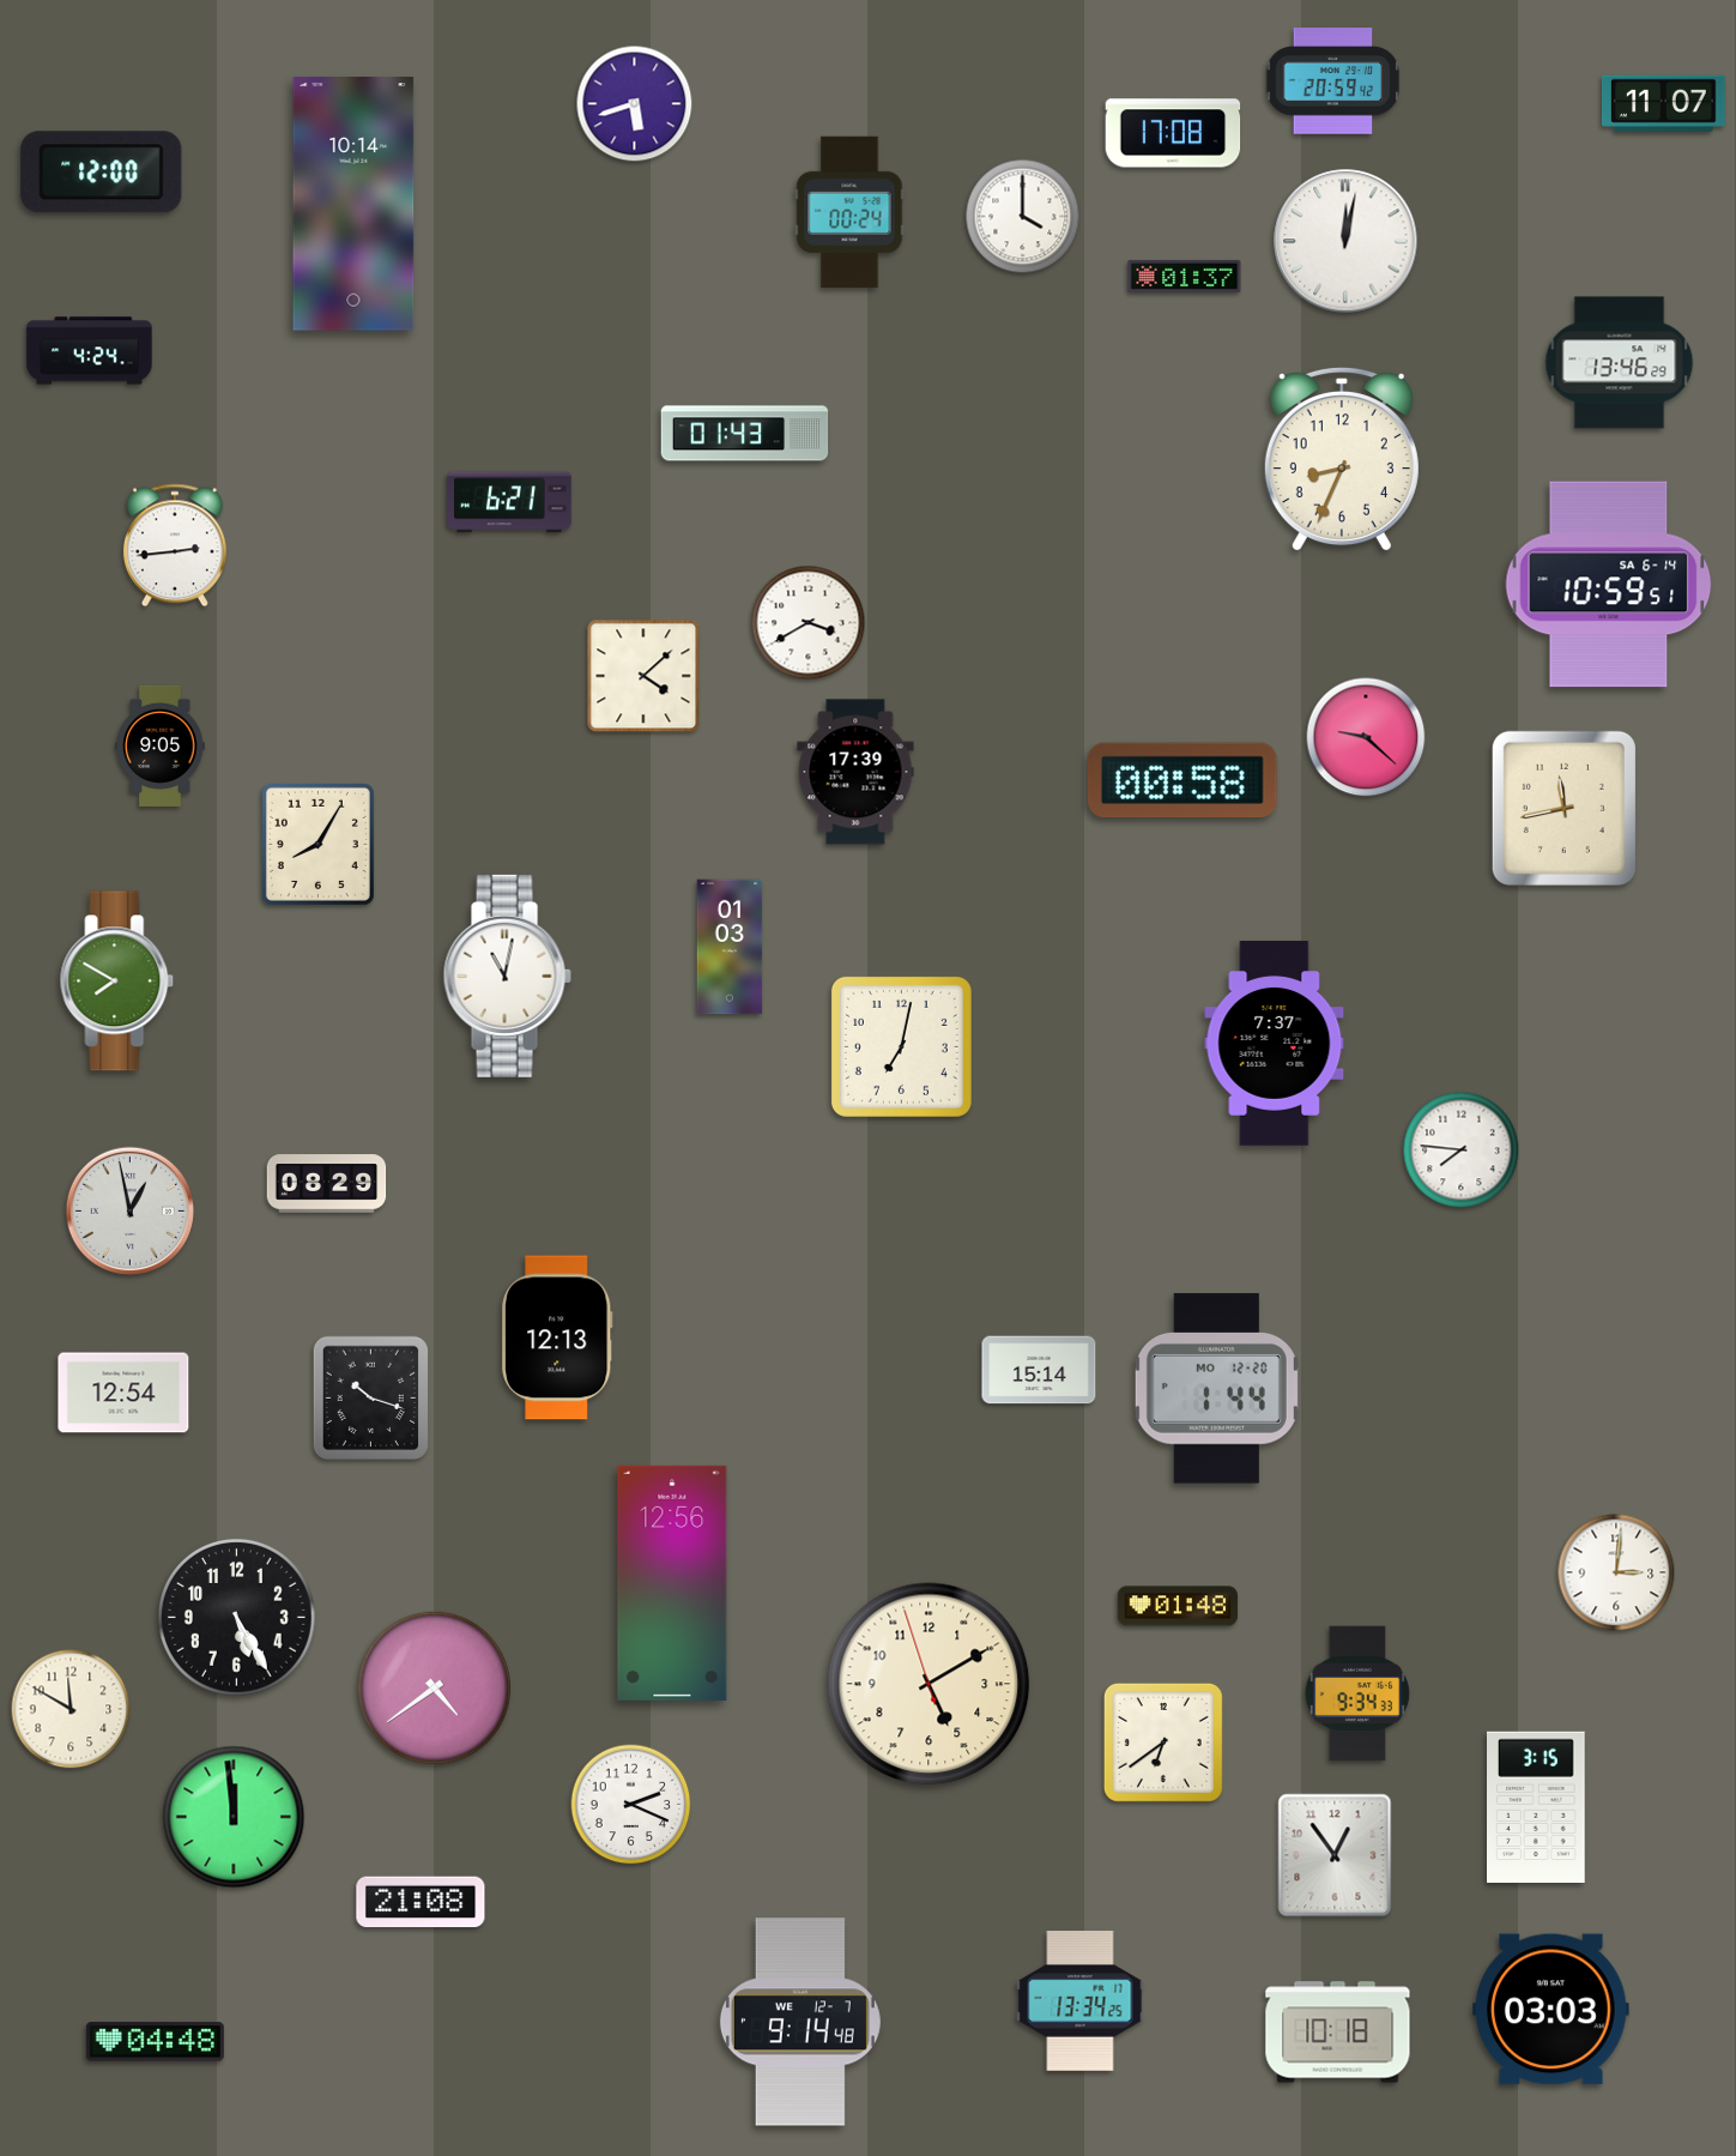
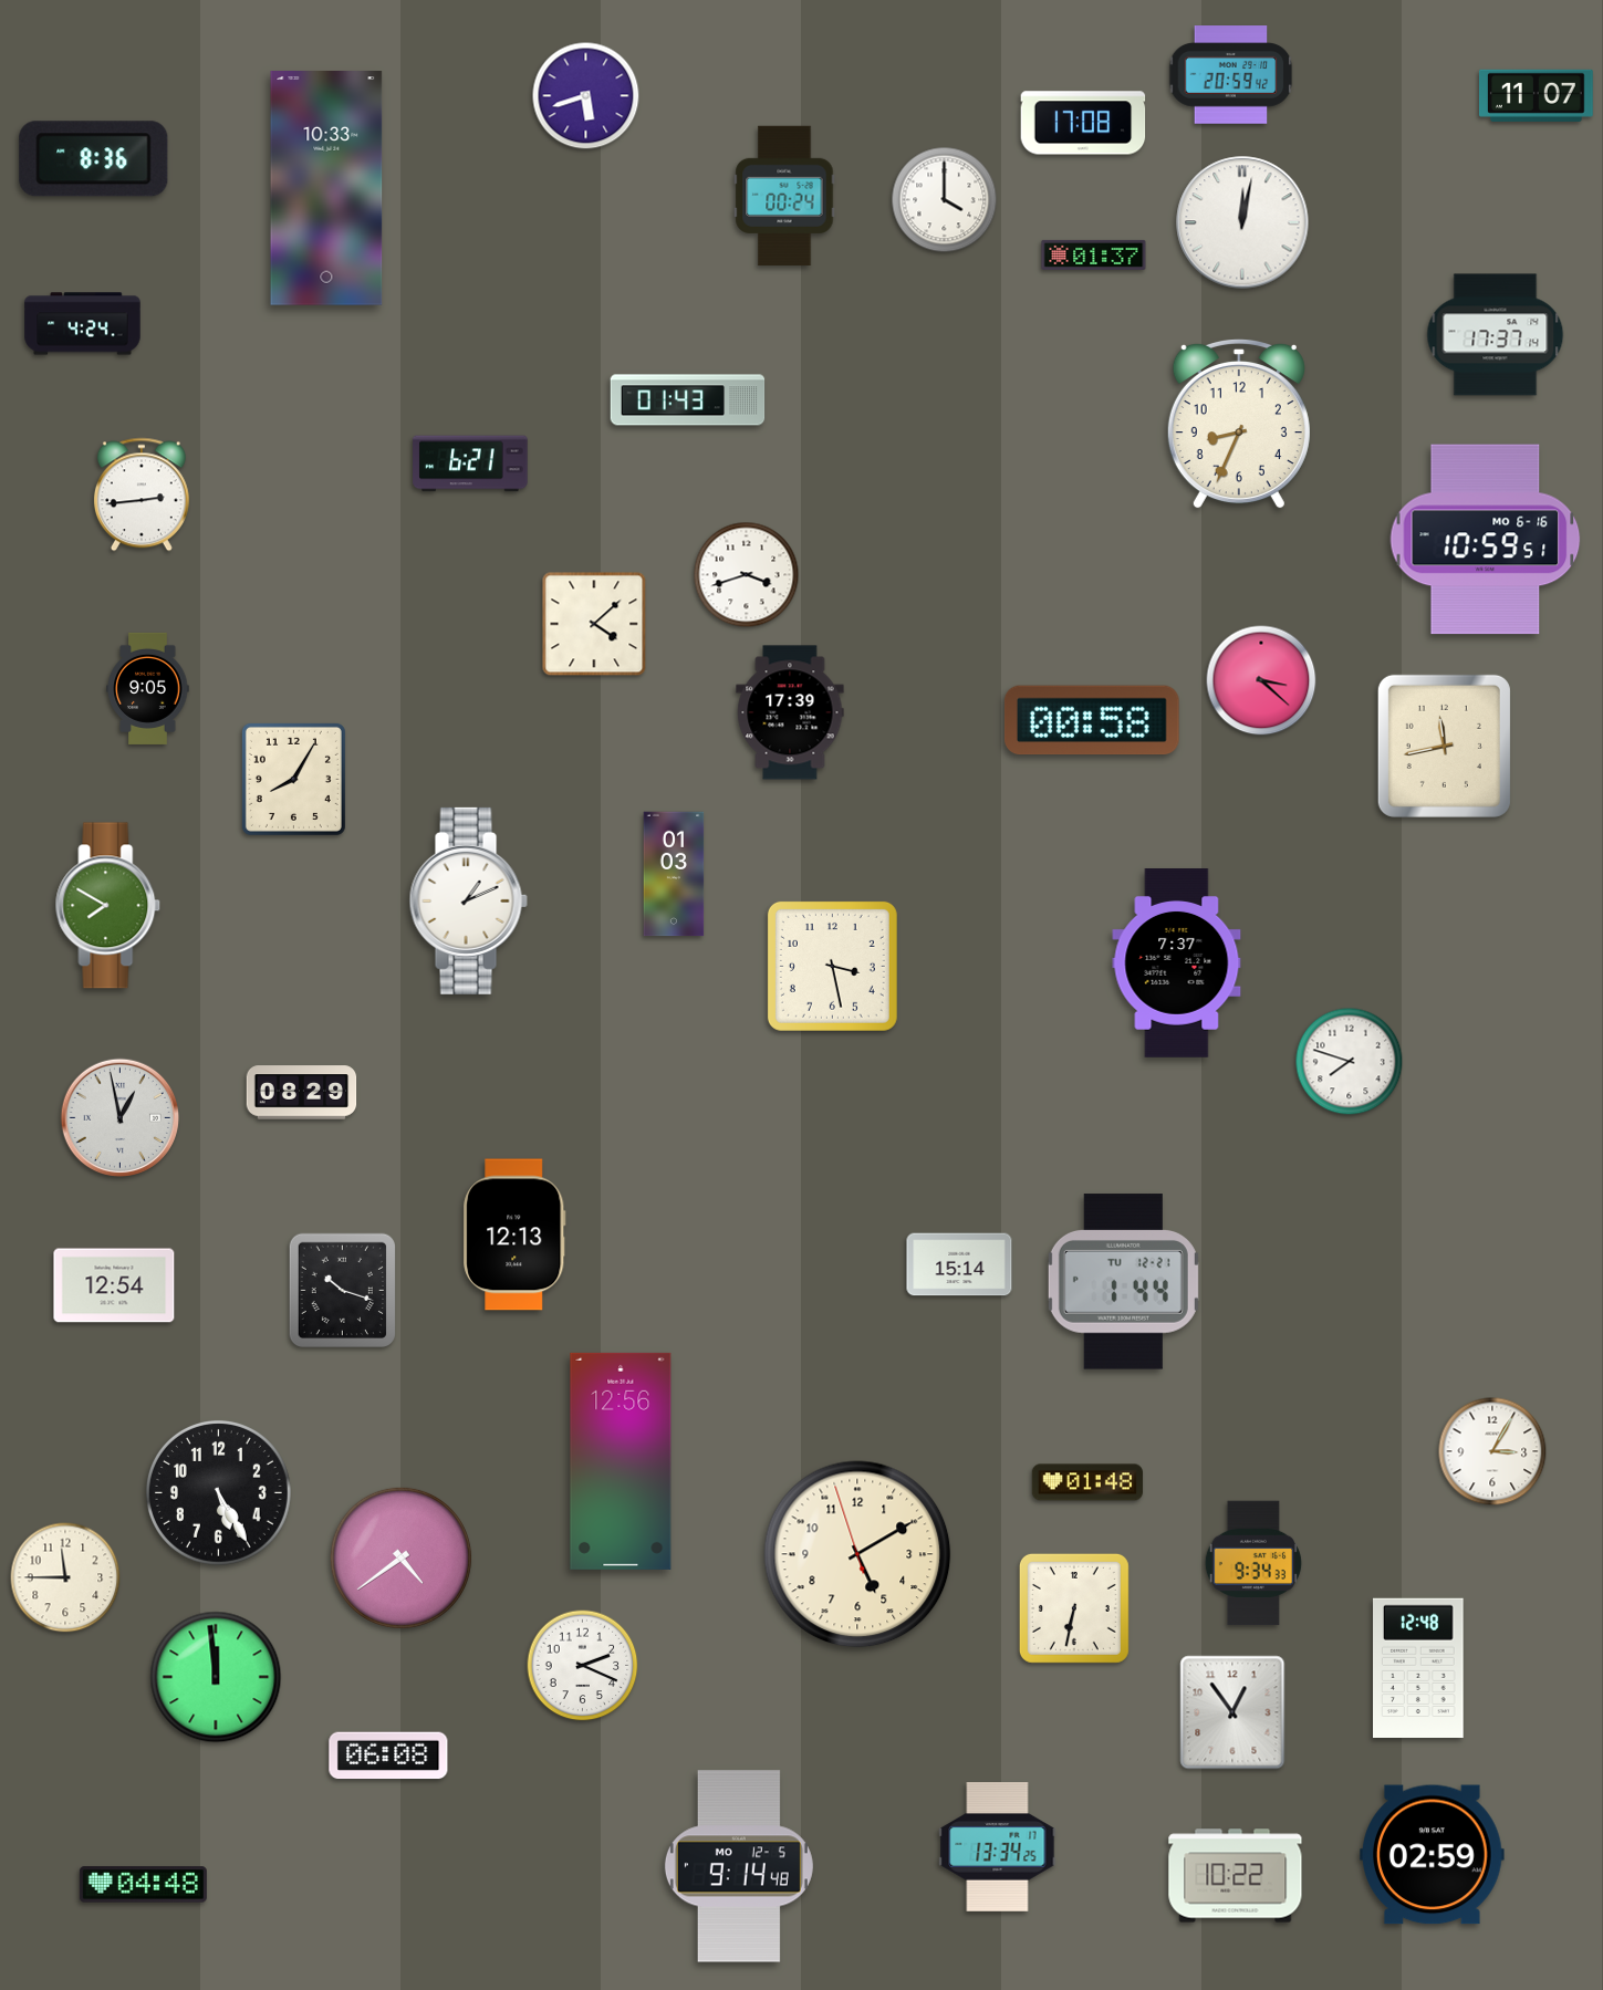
clock at (102, 173): 12:00 -> 8:36
clock at (353, 205): 10:14 -> 10:33
clock at (1620, 363): 13:46 -> 17:37
clock at (175, 545) position: (175, 545) -> (142, 494)
clock at (1609, 585) date: SA 6-14 -> MO 6-16
clock at (809, 623): 3:40 -> 3:42
clock at (1366, 737): 9:22 -> 3:22
clock at (507, 976): 11:02 -> 1:11
clock at (901, 1046): 7:02 -> 3:28
clock at (1462, 1151): 7:46 -> 7:48
clock at (1216, 1389) date: MO 12-20 -> TU 12-21
clock at (1616, 1572): 3:01 -> 3:05
clock at (71, 1709): 11:50 -> 11:45
clock at (1163, 1743): 6:39 -> 6:32
clock at (1537, 1806): 3:15 -> 12:48
clock at (421, 1902): 21:08 -> 06:08
clock at (1551, 2010): 03:03 -> 02:59
clock at (800, 2022) date: WE 12-7 -> MO 12-5
clock at (1338, 2033): 10:18 -> 10:22
